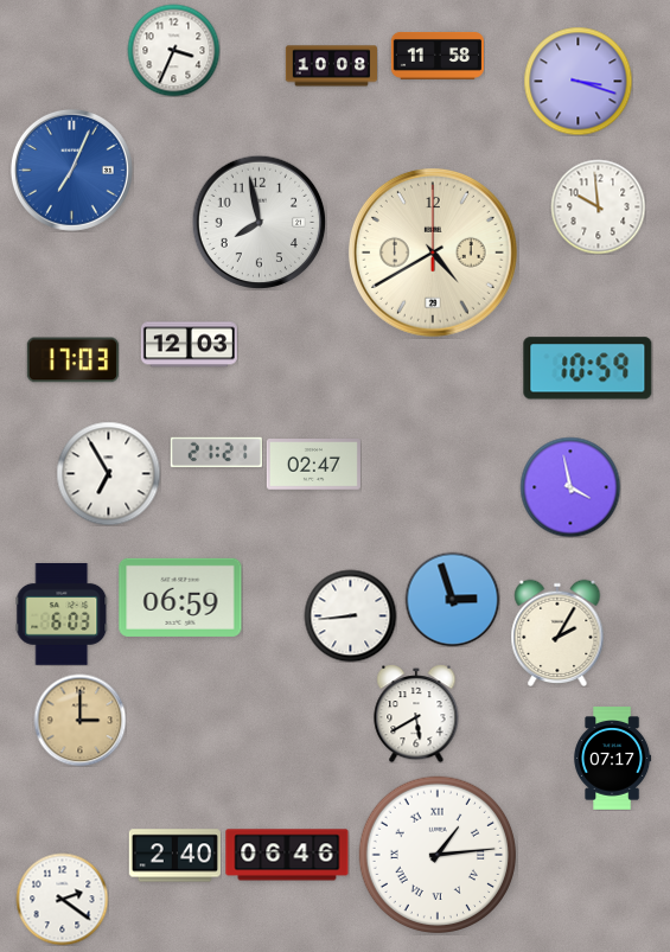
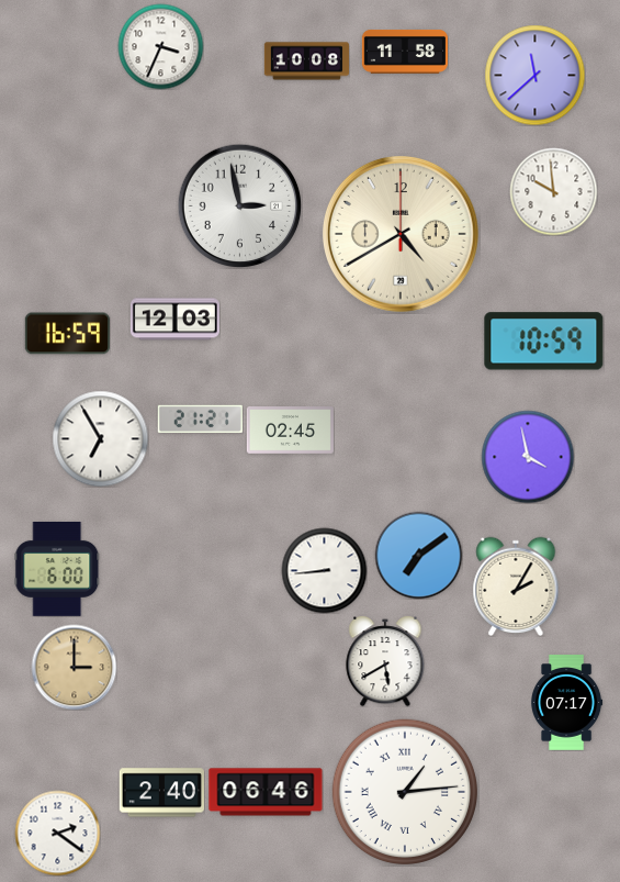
clock at (578, 81): 3:18 -> 11:38
clock at (71, 170): 7:04 -> none
clock at (259, 222): 7:58 -> 2:58
clock at (72, 360): 17:03 -> 16:59
clock at (313, 465): 02:47 -> 02:45
clock at (570, 487) position: (570, 487) -> (528, 457)
clock at (180, 598): 06:59 -> none
clock at (452, 599): 2:57 -> 7:09
clock at (62, 614): 6:03 -> 6:00
